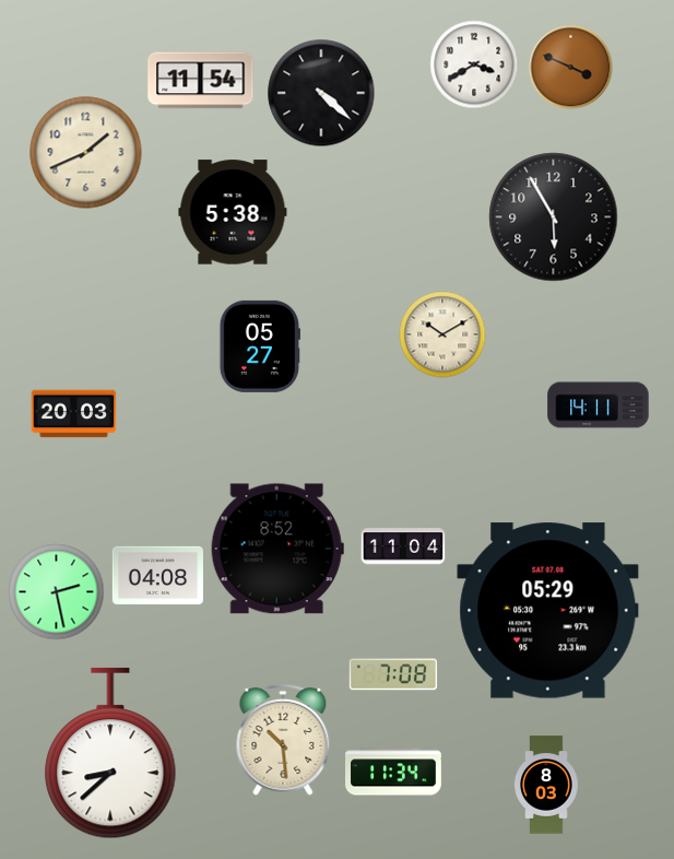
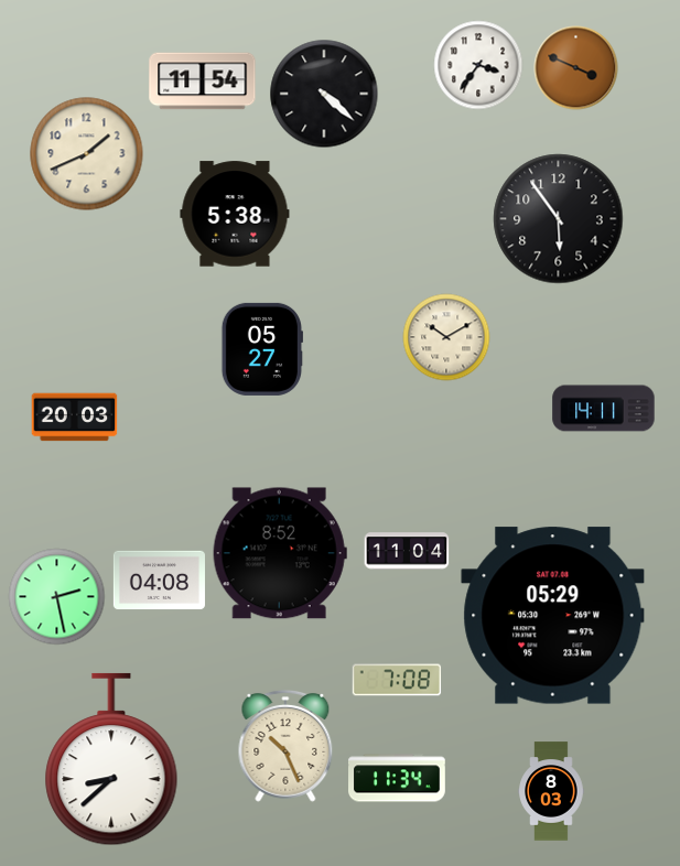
clock at (474, 64): 3:40 -> 3:36
clock at (554, 217): 5:55 -> 5:54
clock at (283, 740): 10:29 -> 10:26
